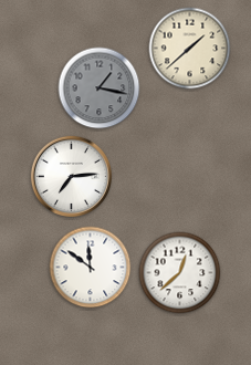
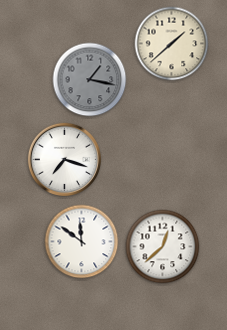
clock at (71, 176): 7:14 -> 7:18
